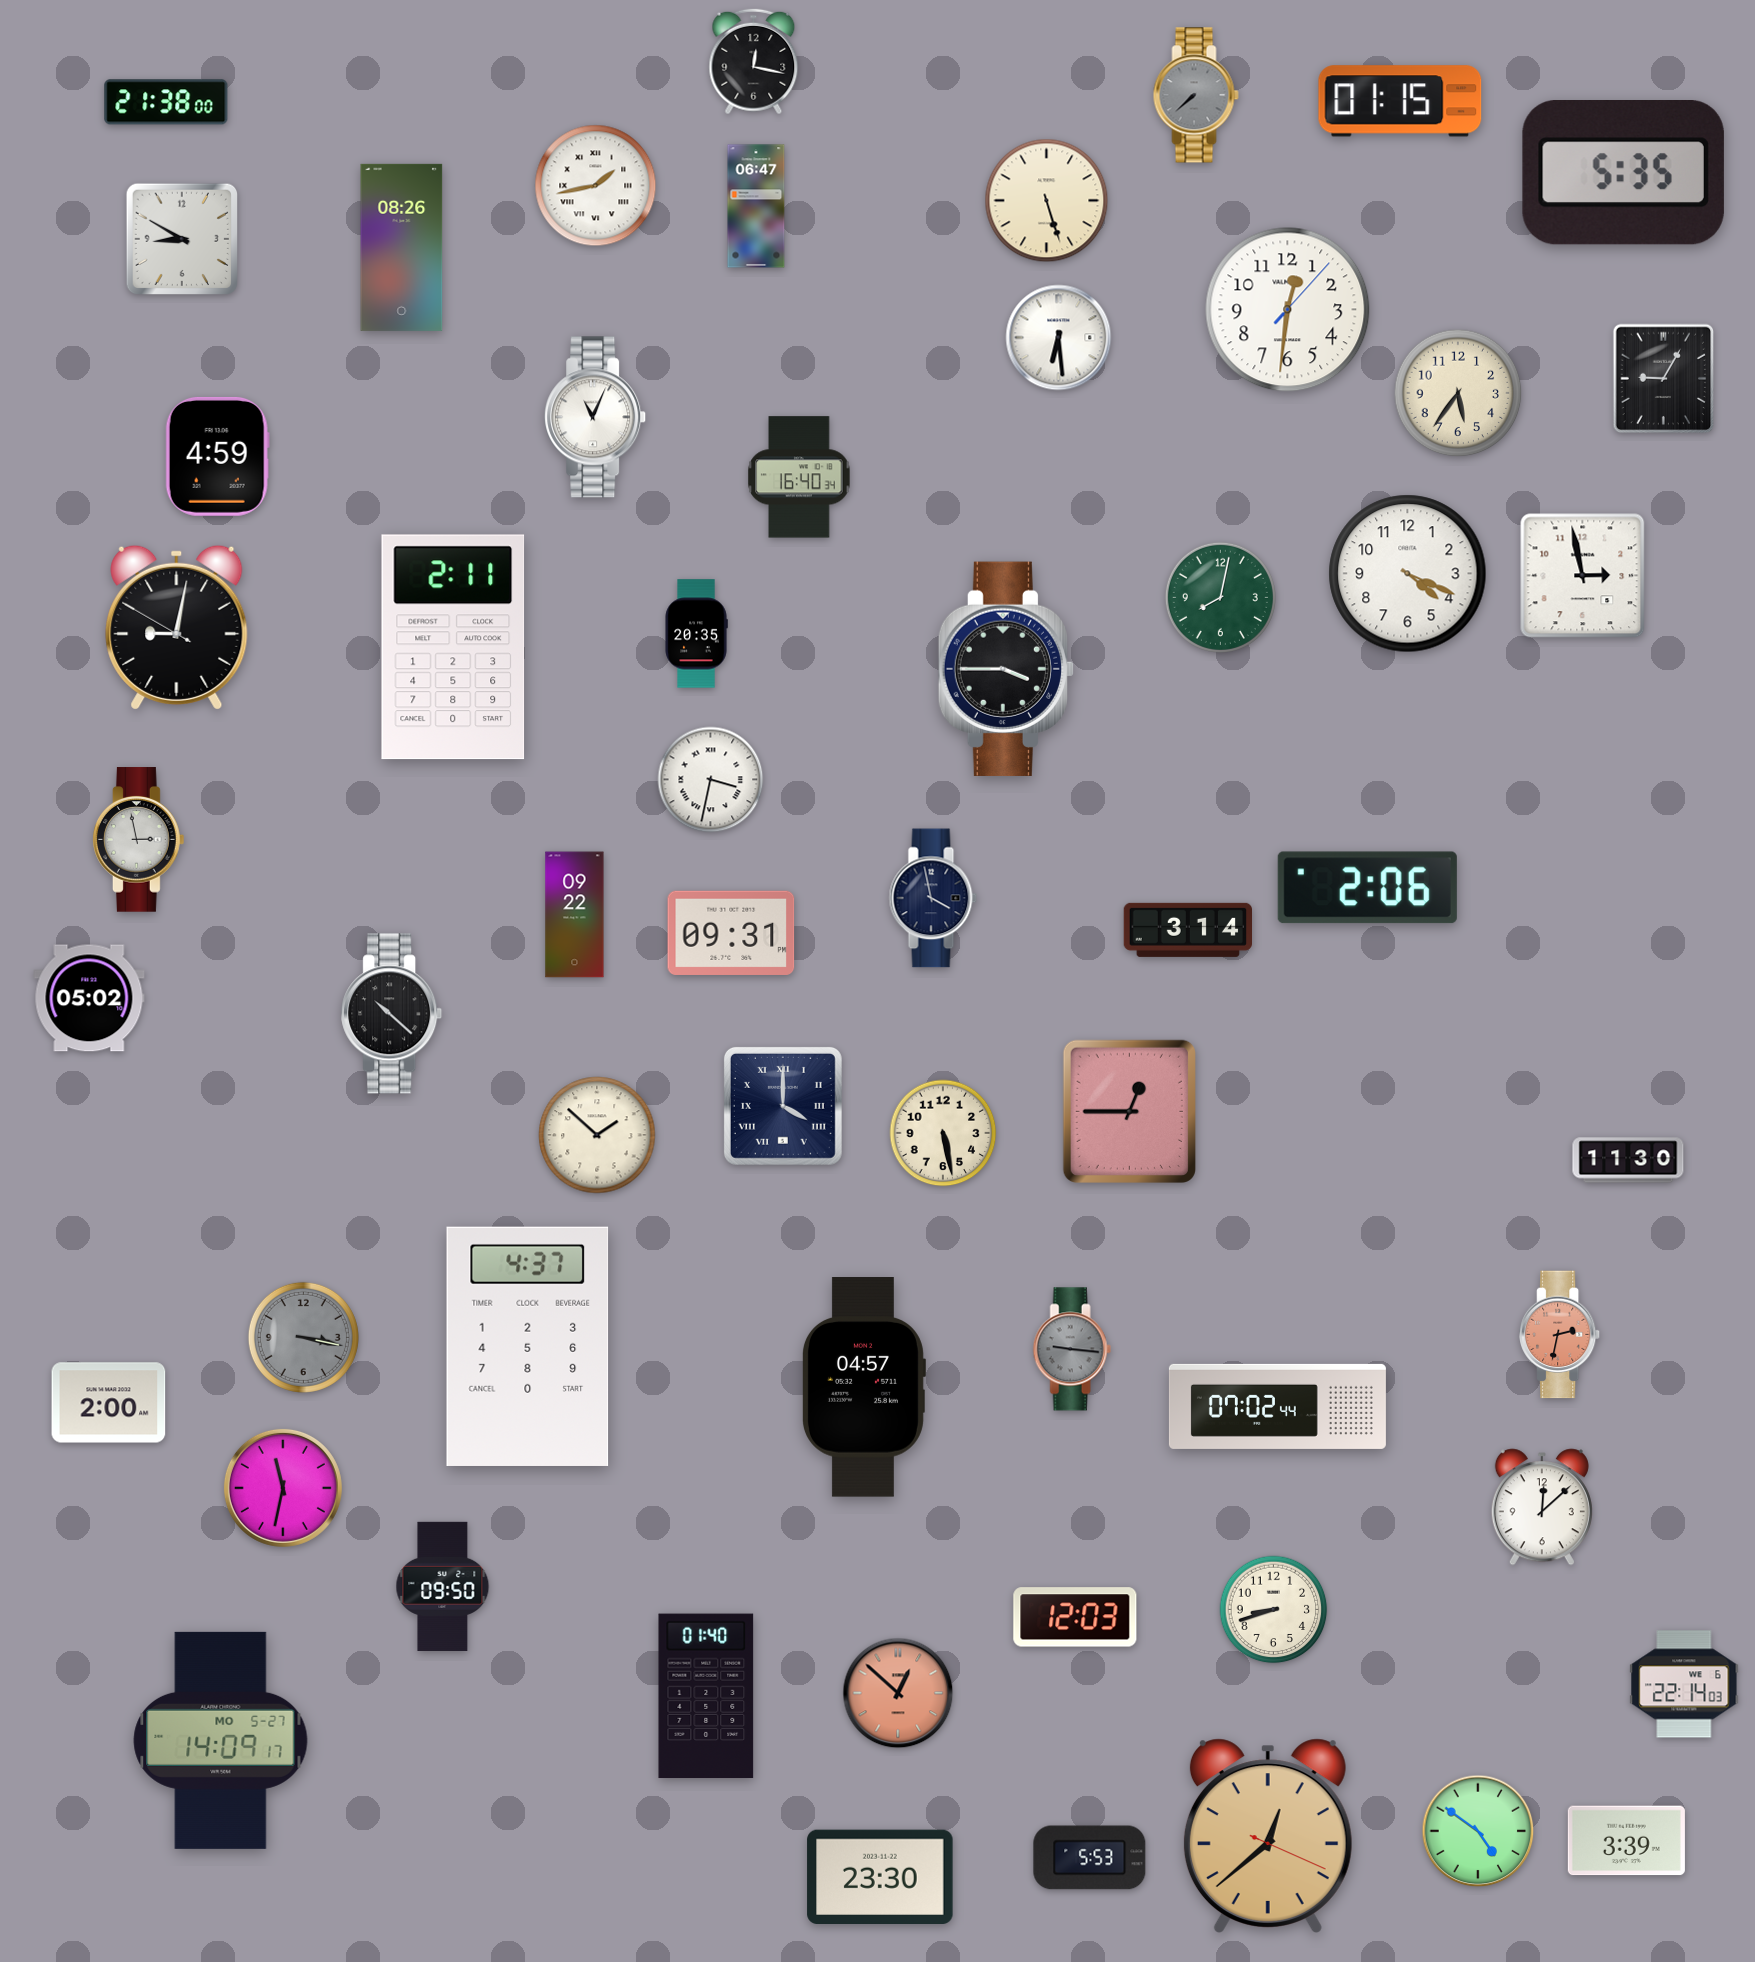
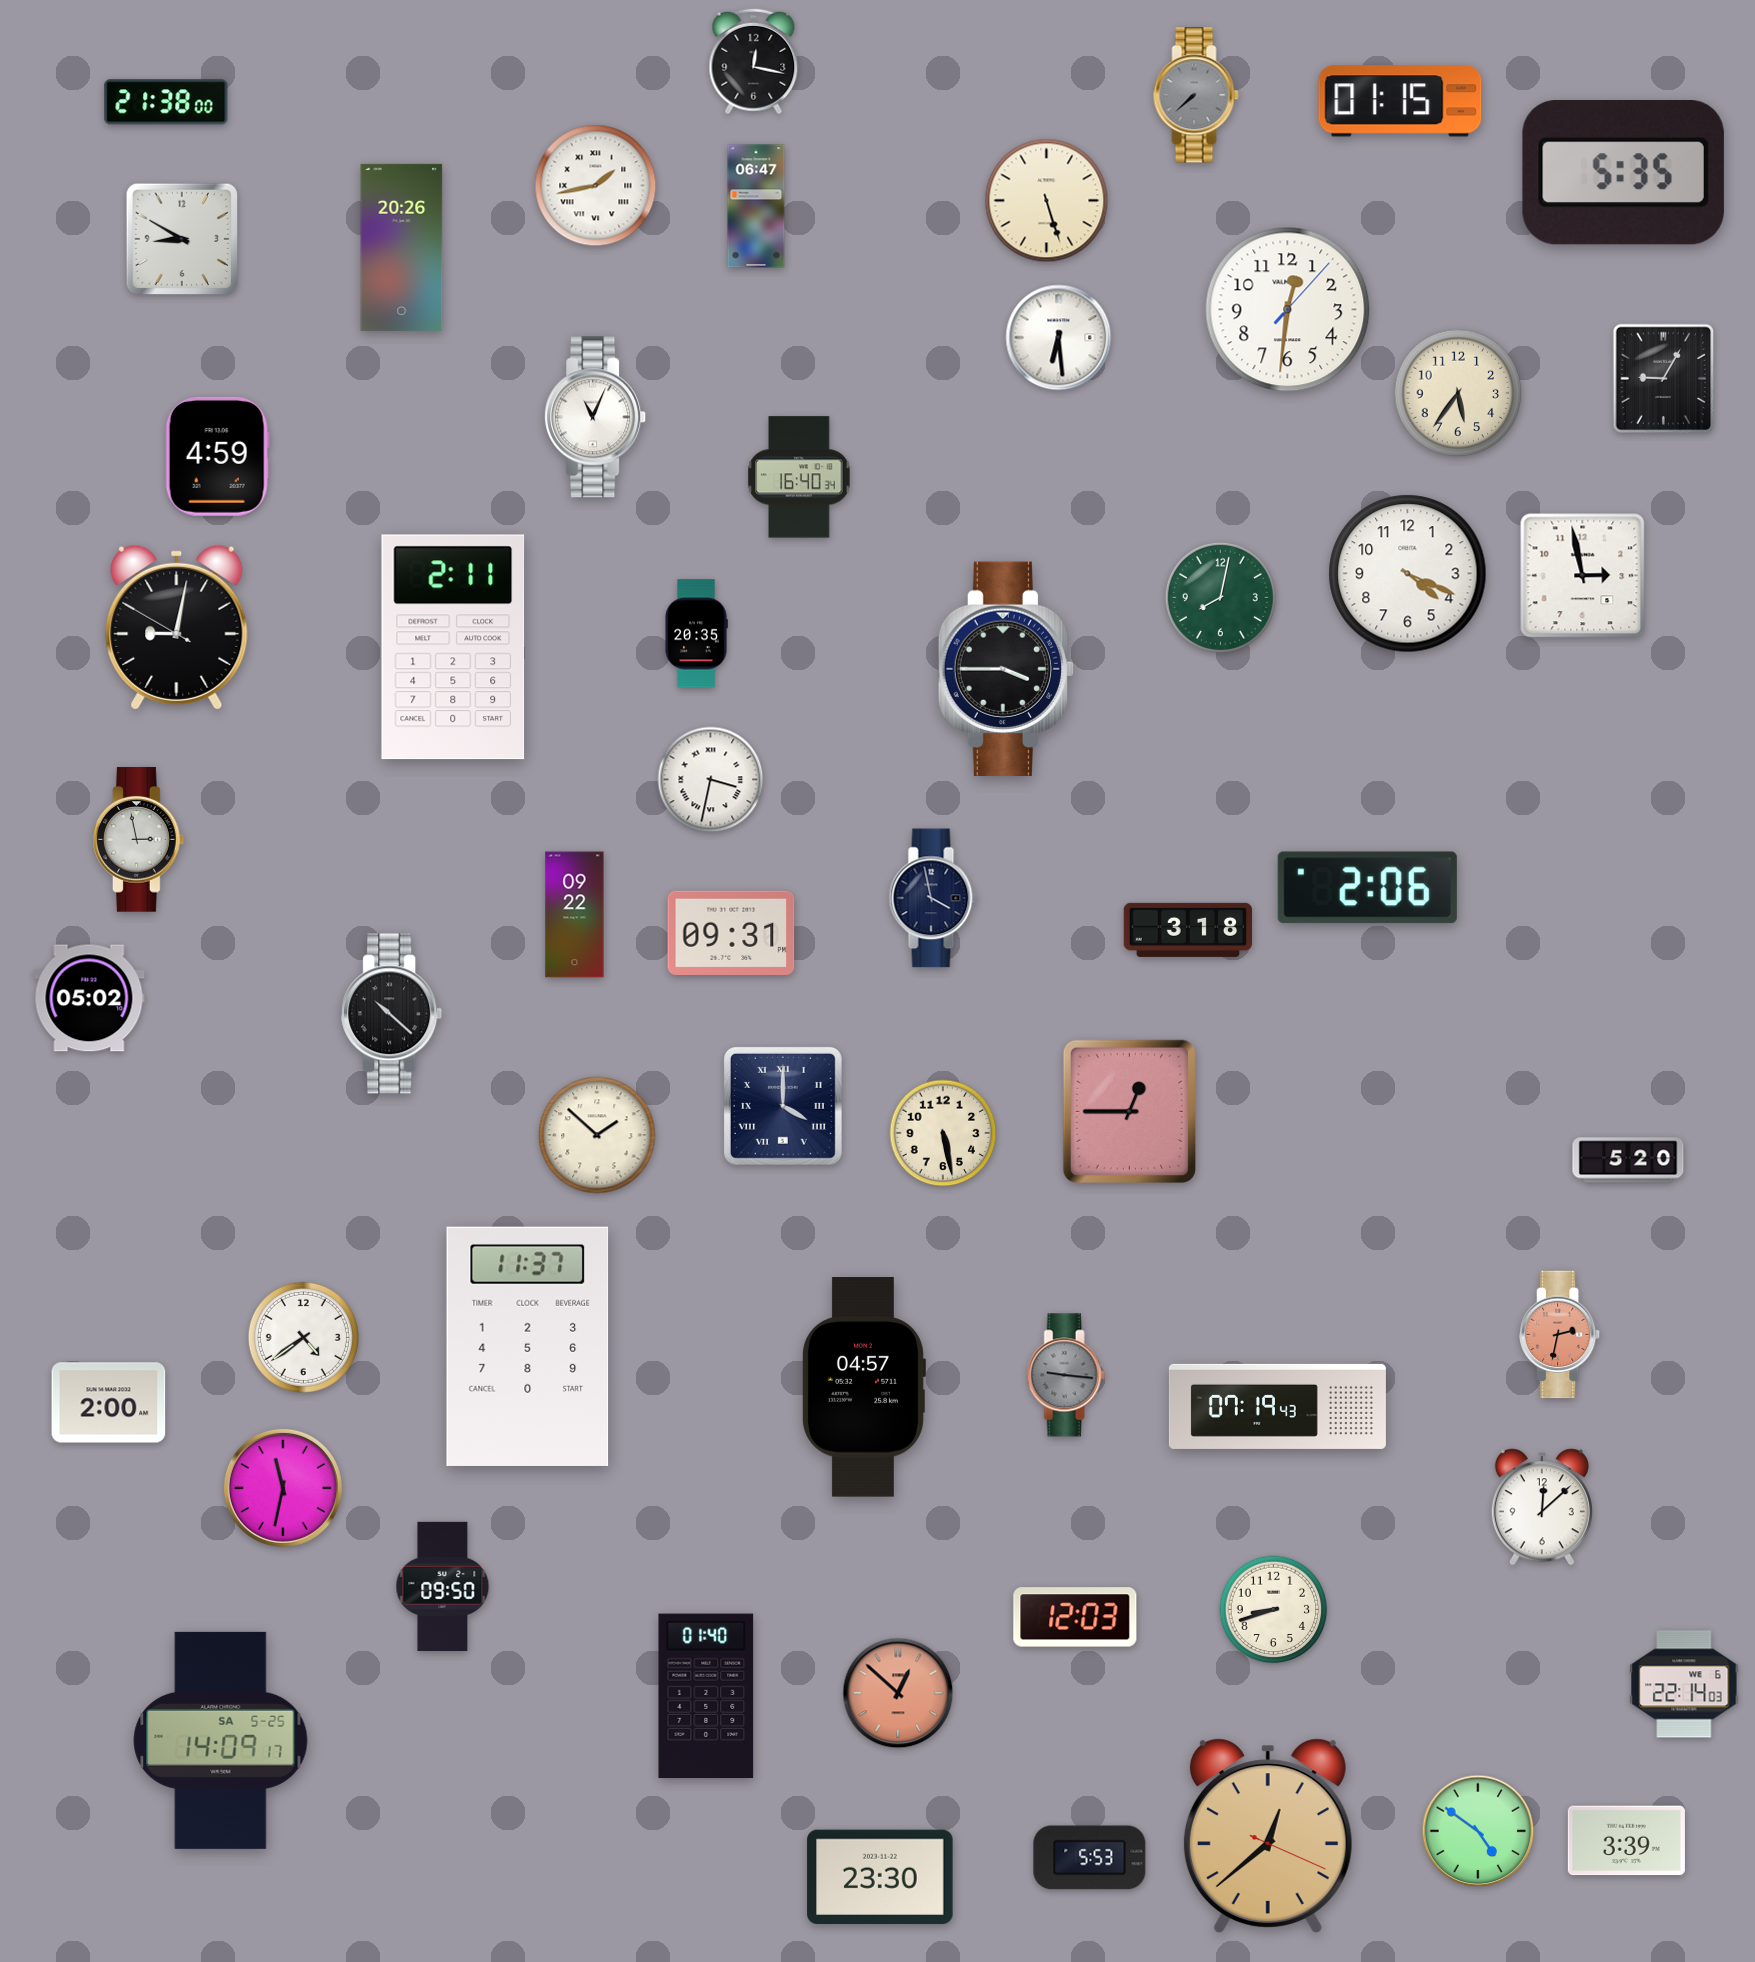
clock at (402, 247): 08:26 -> 20:26
clock at (1187, 930): 3:14 -> 3:18
clock at (1628, 1160): 11:30 -> 5:20
clock at (303, 1337): 3:17 -> 4:39
clock at (303, 1337) dial: grey -> white
clock at (528, 1346): 4:37 -> 11:37
clock at (1072, 1349) position: (1072, 1349) -> (1066, 1375)
clock at (1277, 1406): 07:02 -> 07:19
clock at (221, 1740) date: MO 5-27 -> SA 5-25
